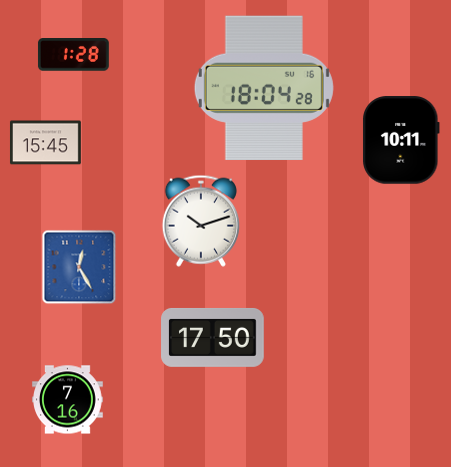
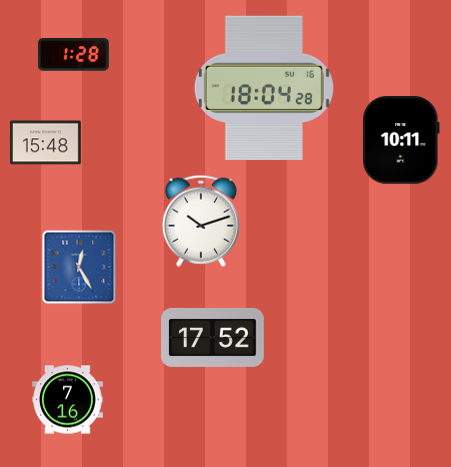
clock at (46, 143): 15:45 -> 15:48
clock at (213, 337): 17:50 -> 17:52
